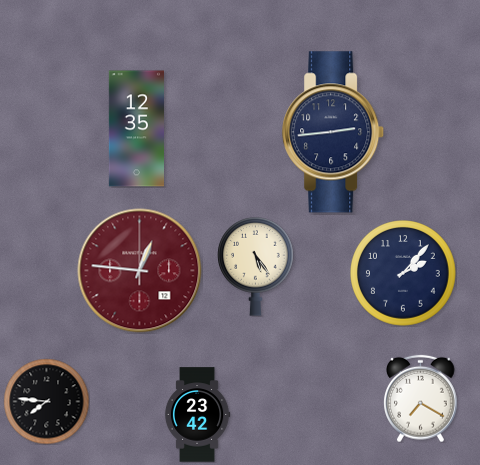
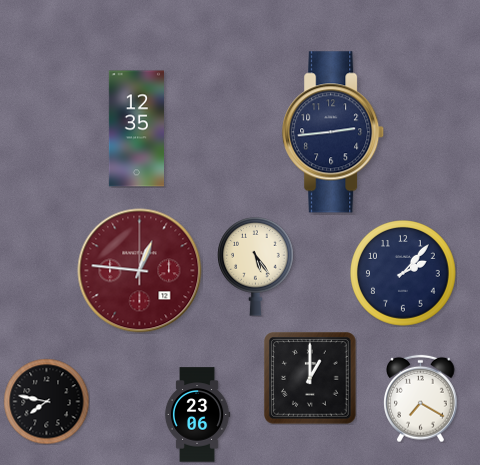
clock at (310, 378): none -> 1:00
clock at (46, 401): 7:46 -> 7:47
clock at (197, 415): 23:42 -> 23:06
